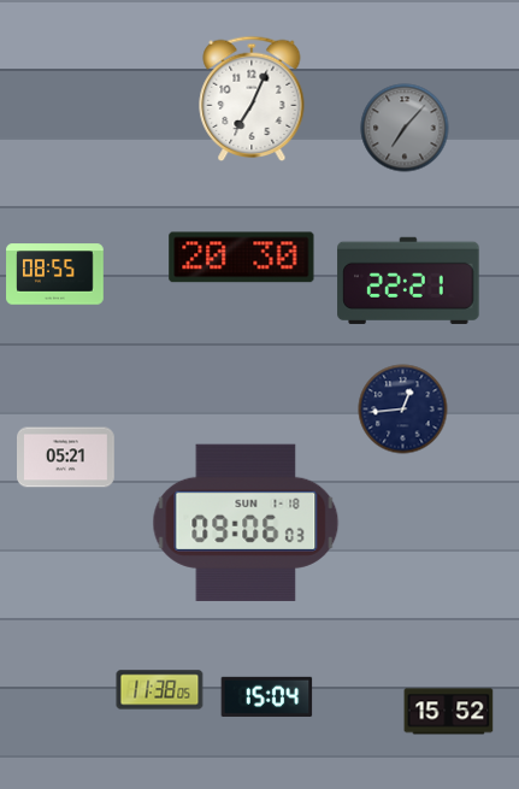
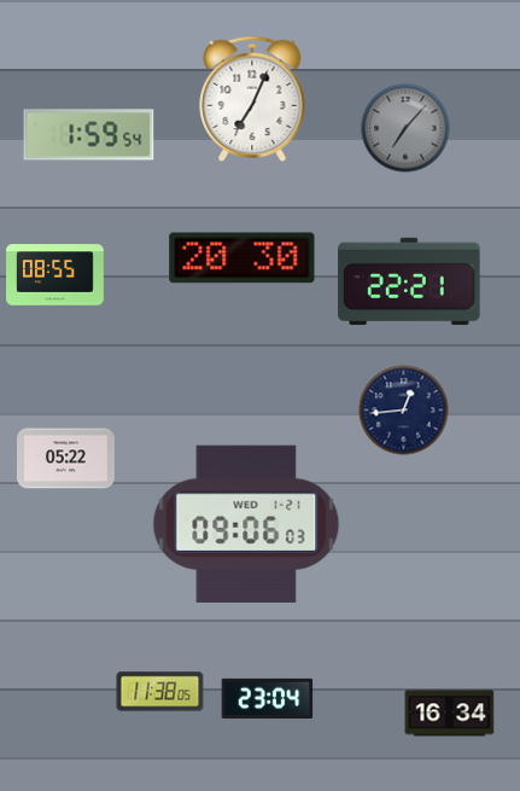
clock at (89, 135): none -> 1:59
clock at (66, 458): 05:21 -> 05:22
clock at (246, 523) date: SUN 1-18 -> WED 1-21
clock at (267, 696): 15:04 -> 23:04
clock at (449, 712): 15:52 -> 16:34
